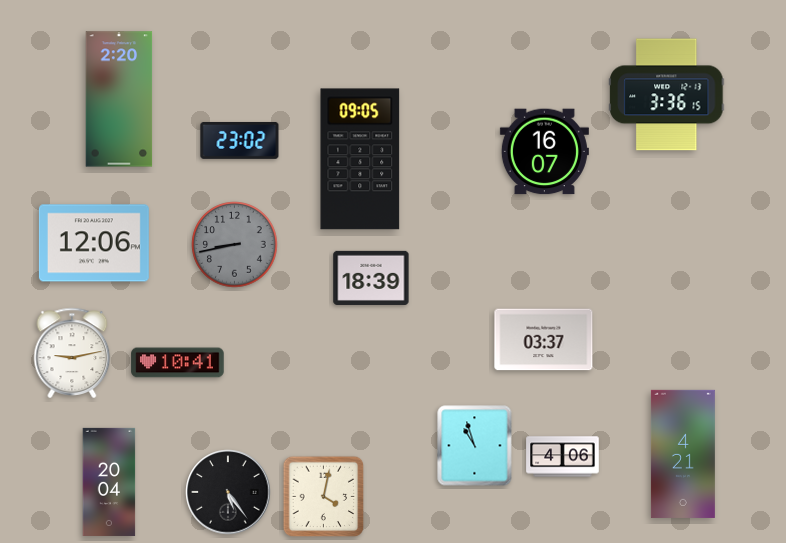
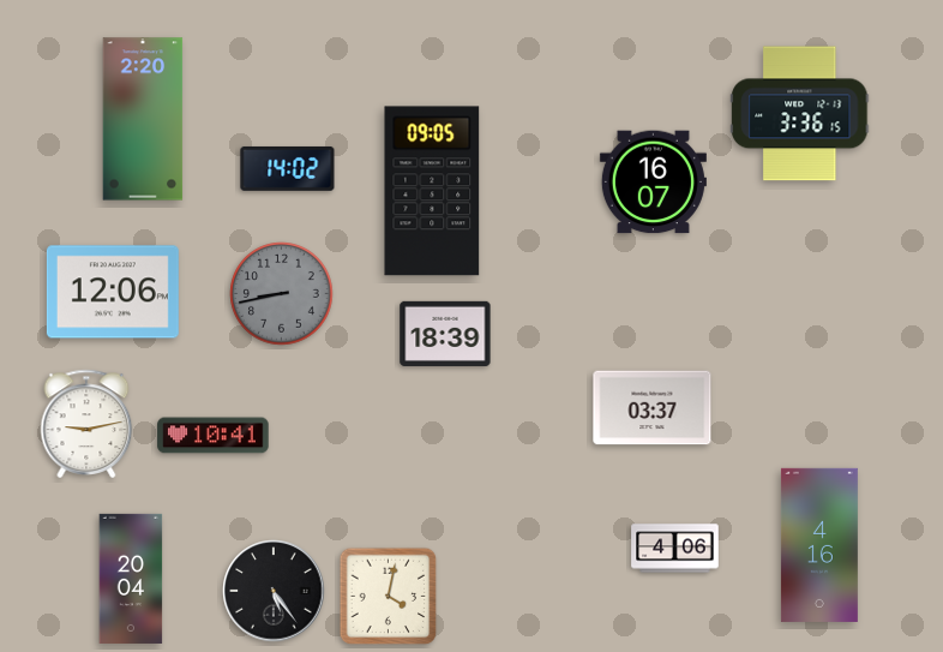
clock at (240, 140): 23:02 -> 14:02
clock at (475, 446): 10:57 -> none
clock at (683, 454): 4:21 -> 4:16
